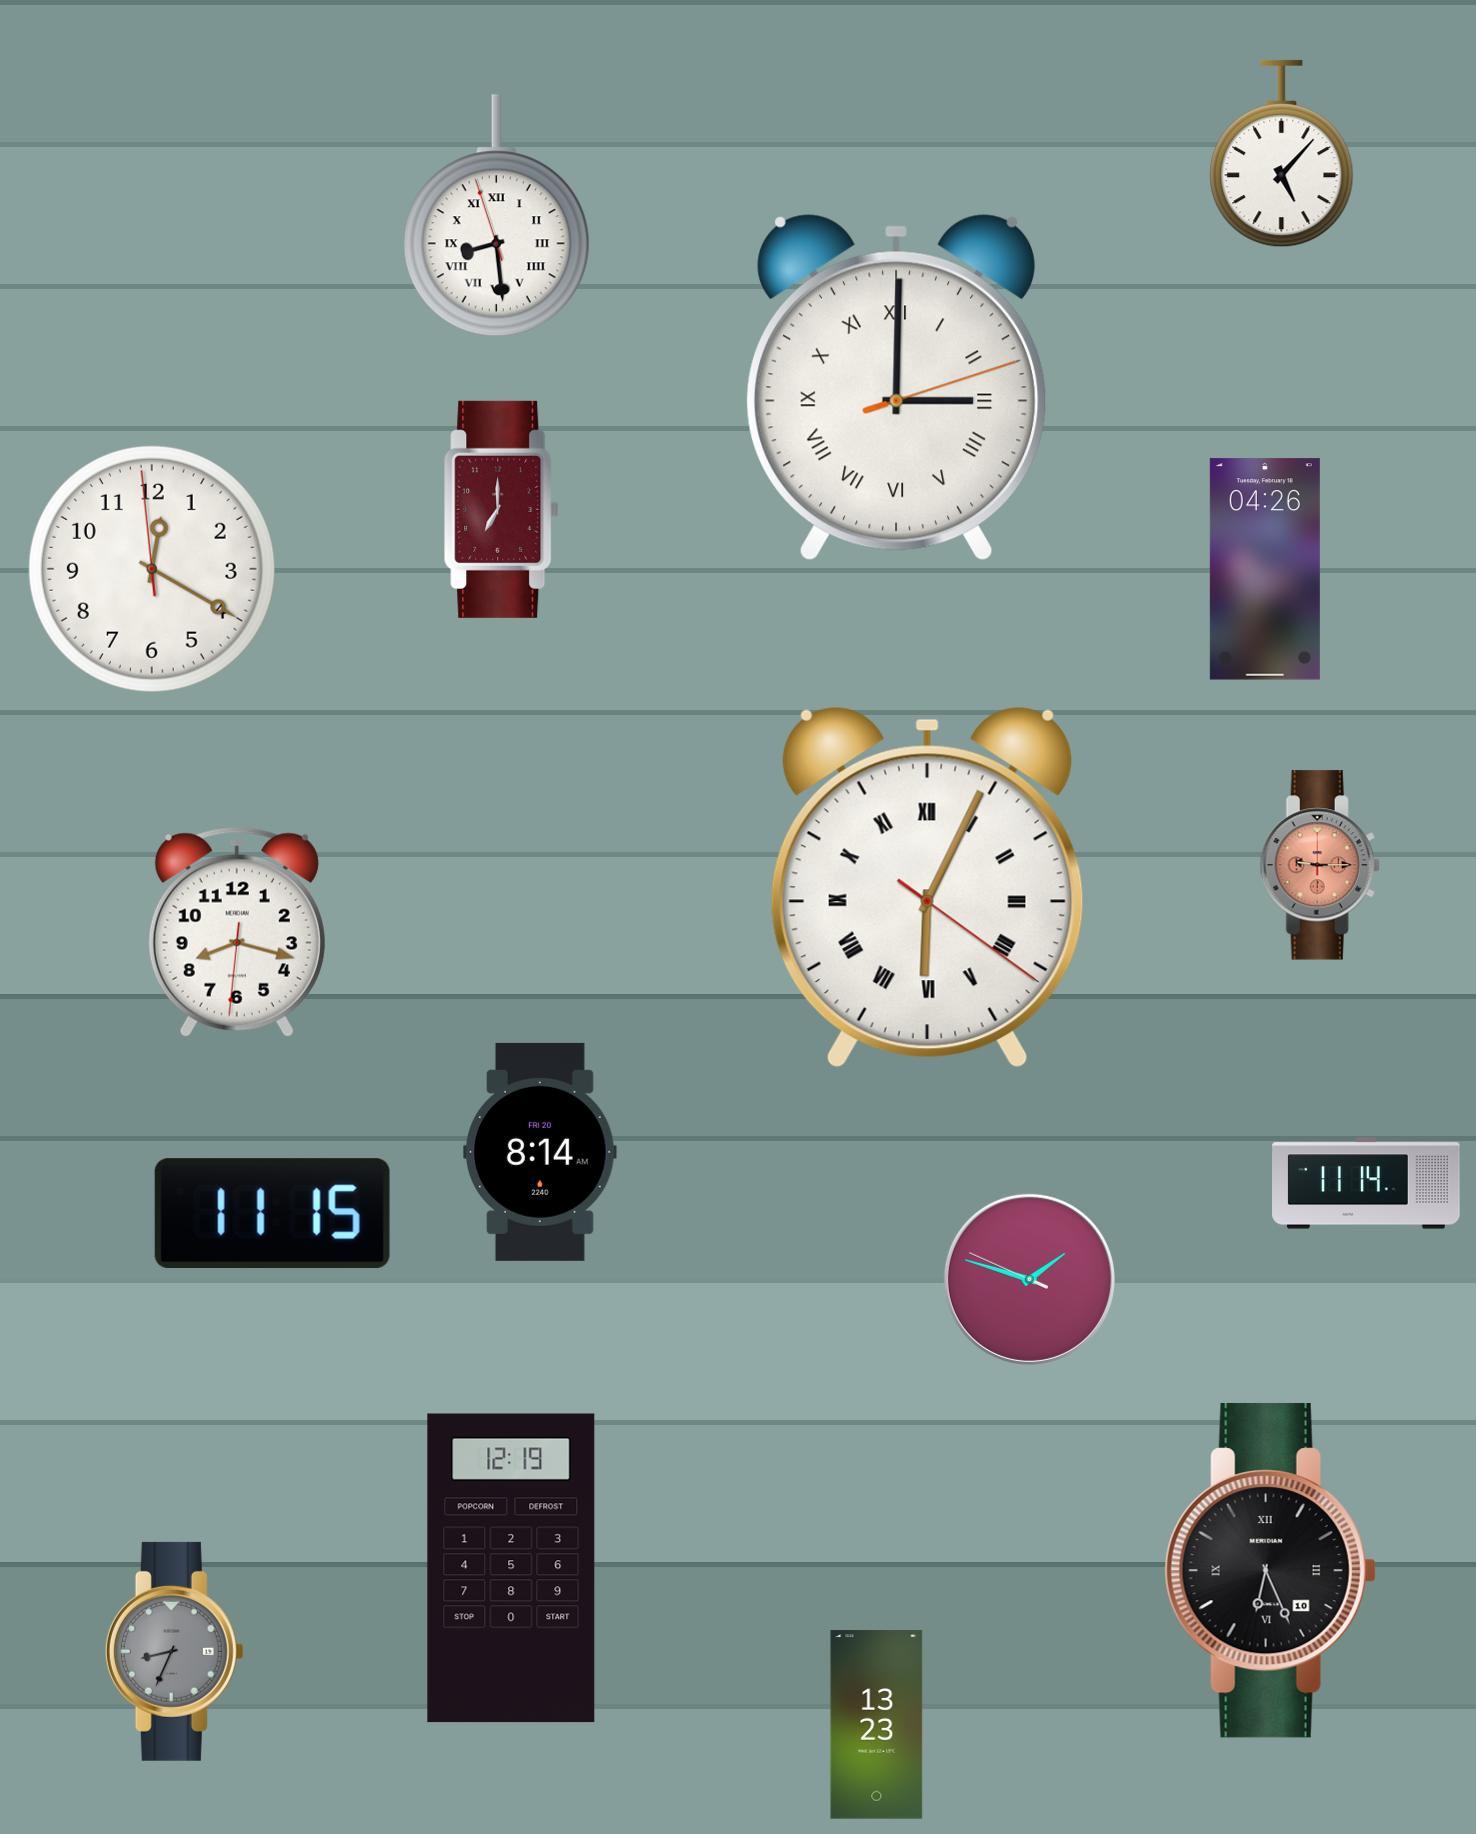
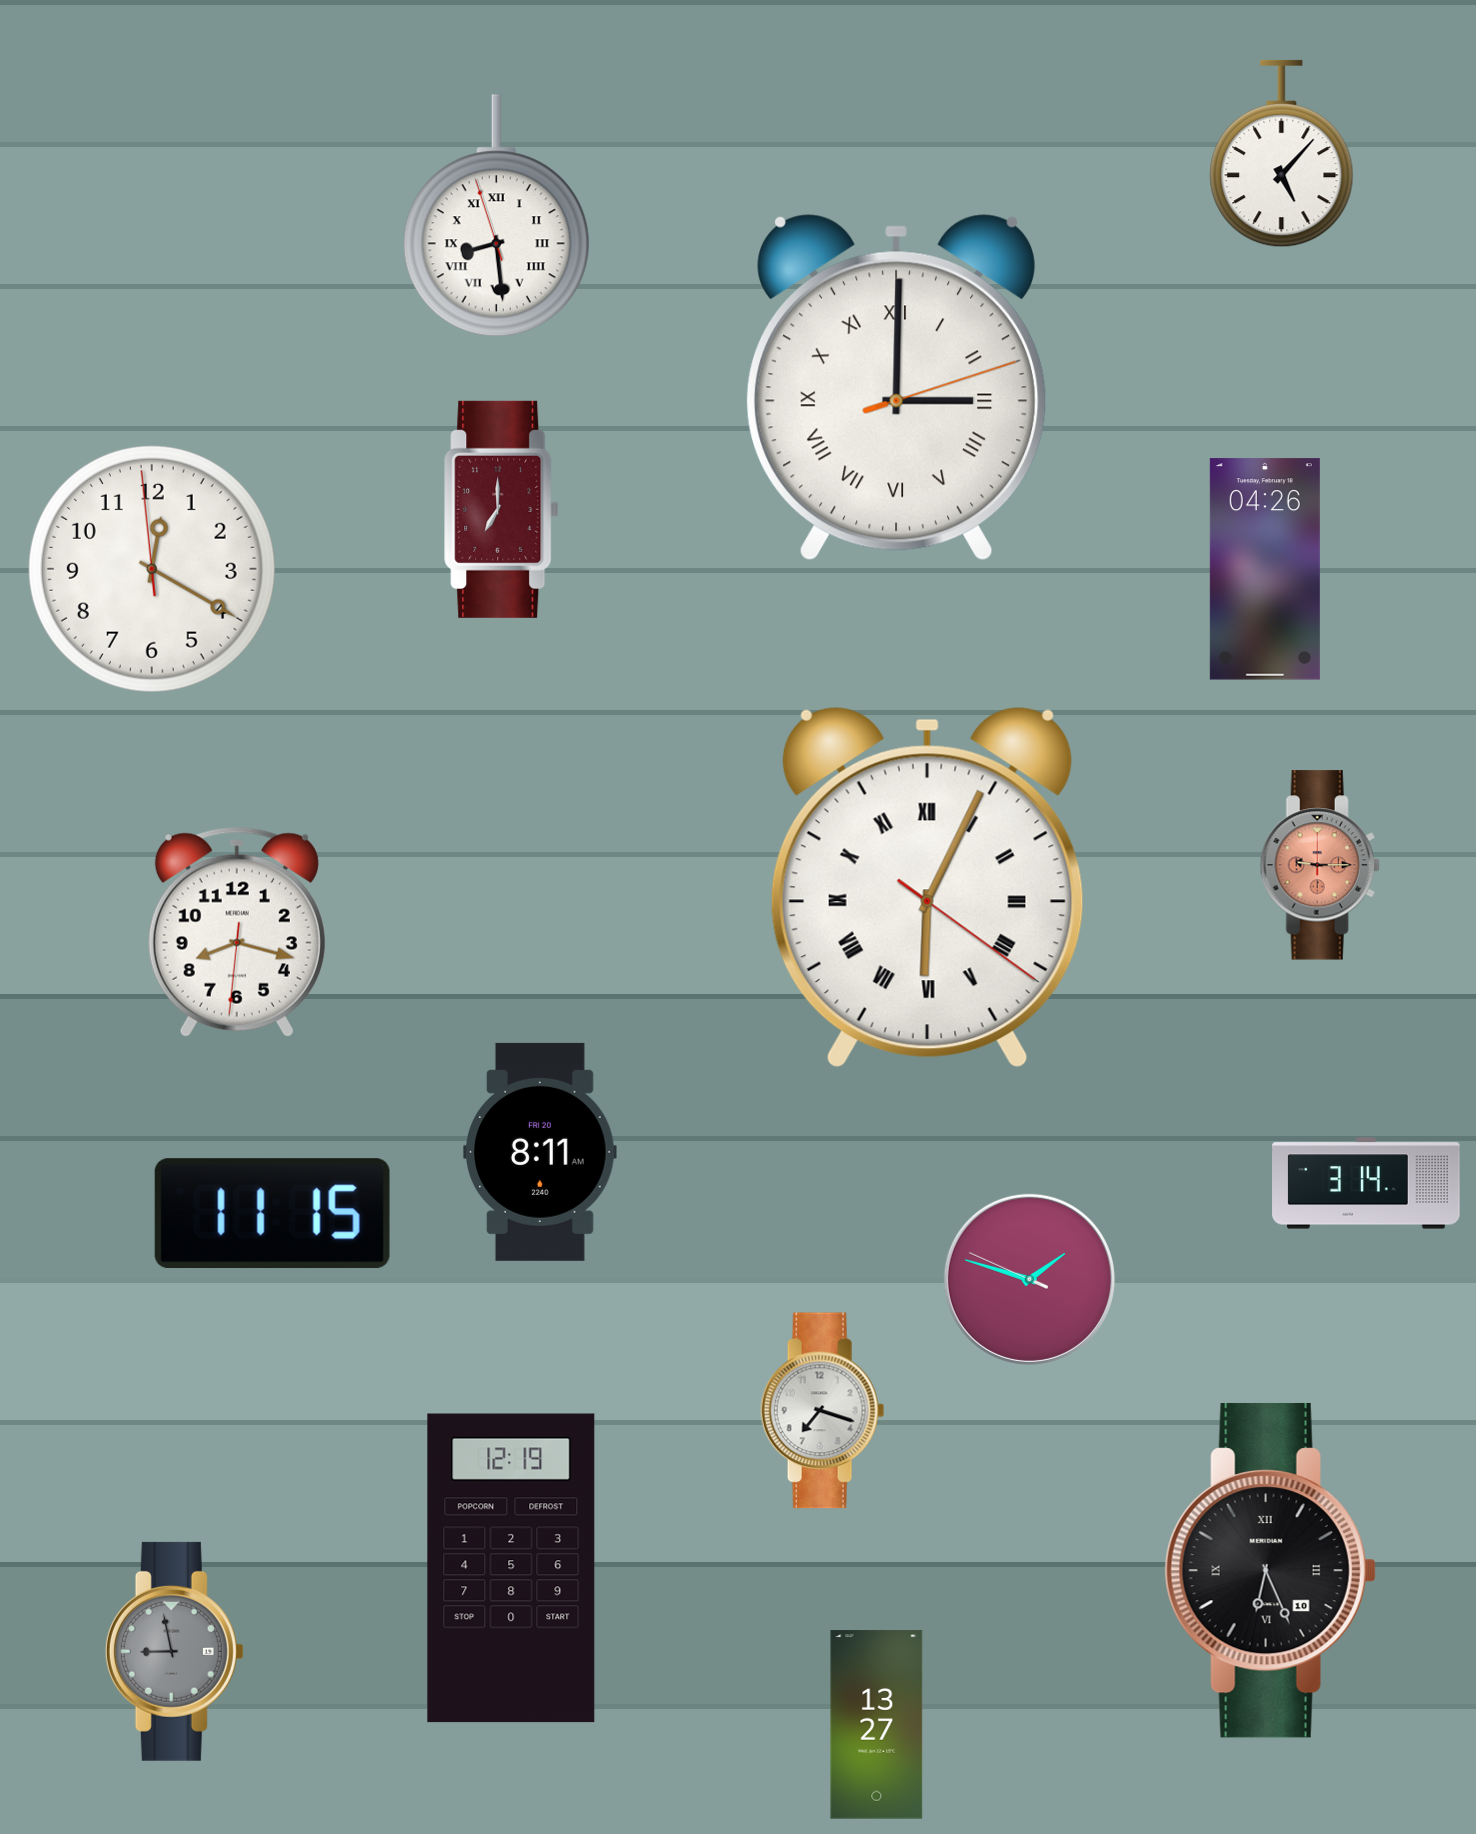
clock at (540, 1152): 8:14 -> 8:11
clock at (1366, 1183): 11:14 -> 3:14
clock at (823, 1411): none -> 7:18
clock at (174, 1651): 8:34 -> 8:58
clock at (877, 1725): 13:23 -> 13:27
